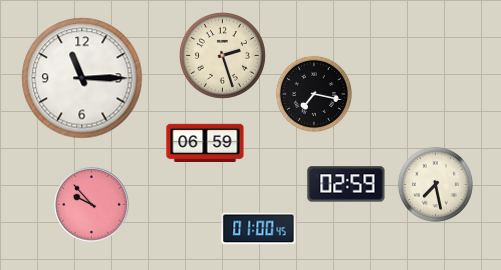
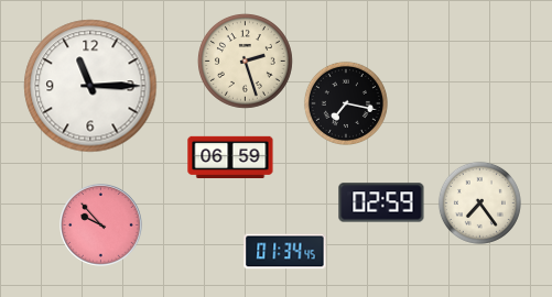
clock at (205, 142) position: (205, 142) -> (230, 156)
clock at (435, 184): 7:28 -> 7:24
clock at (259, 229): 01:00 -> 01:34
